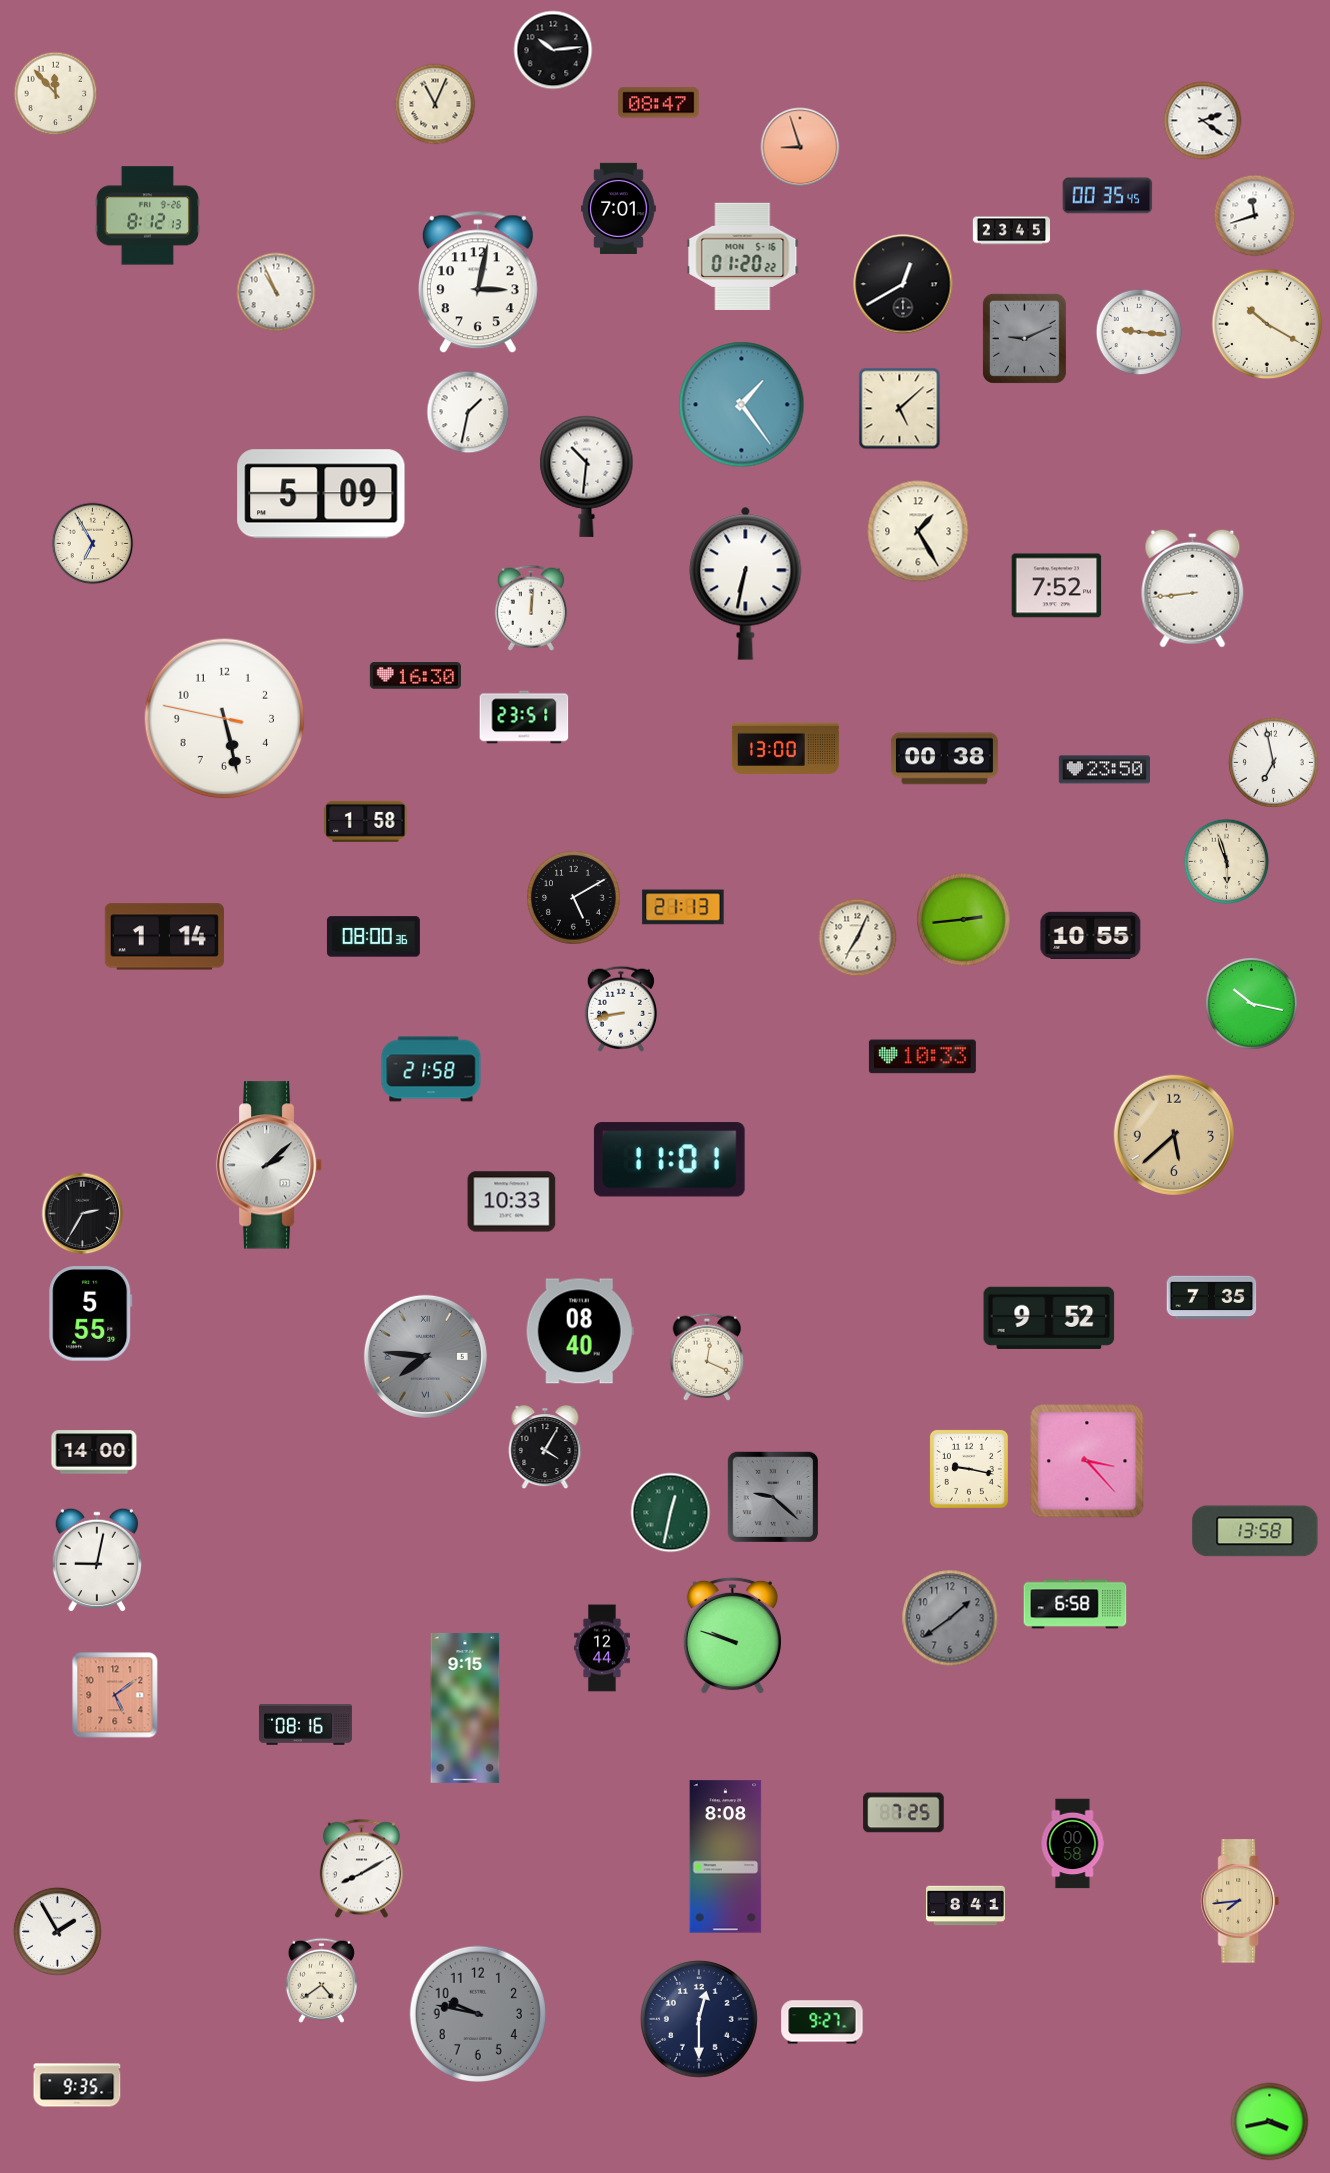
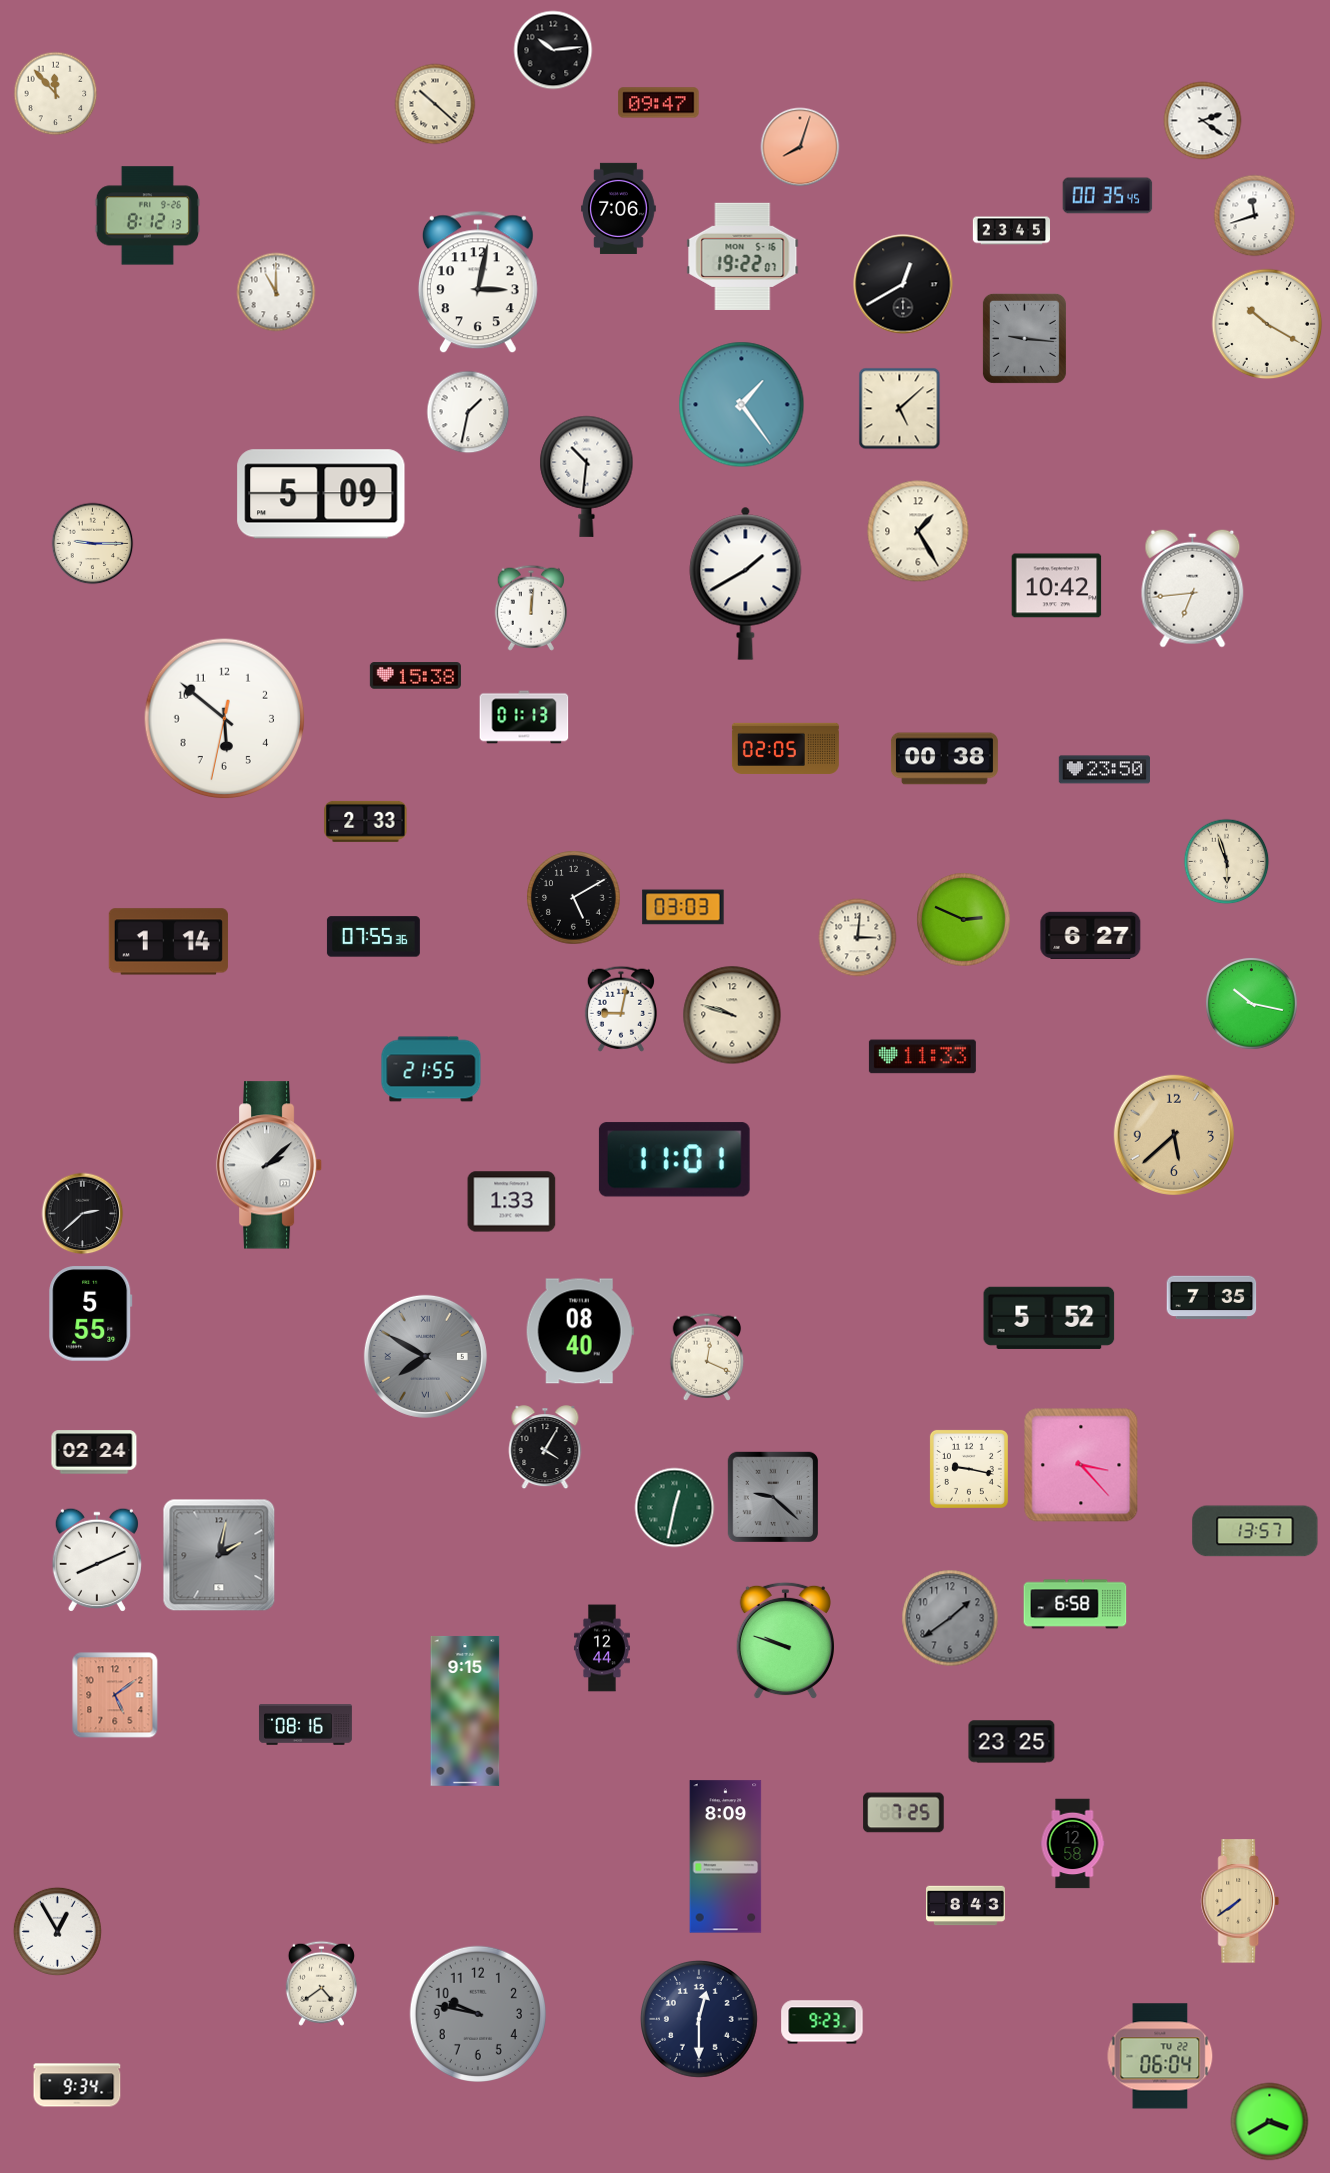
clock at (659, 103): 08:47 -> 09:47
clock at (435, 104): 11:04 -> 10:22
clock at (800, 147): 8:57 -> 8:03
clock at (619, 208): 7:01 -> 7:06
clock at (743, 256): 01:20 -> 19:22
clock at (276, 292): 10:56 -> 11:00
clock at (1139, 332): 9:16 -> none
clock at (1024, 338): 9:11 -> 9:16
clock at (93, 544): 6:55 -> 9:15
clock at (746, 583): 6:32 -> 1:40
clock at (1057, 586): 7:52 -> 10:42
clock at (1193, 588): 8:44 -> 6:44
clock at (415, 676): 16:30 -> 15:38
clock at (524, 717): 23:51 -> 01:13
clock at (225, 719): 5:27 -> 5:51
clock at (785, 748): 13:00 -> 02:05
clock at (1273, 762): 6:58 -> none
clock at (366, 821): 1:58 -> 2:33
clock at (683, 907): 21:13 -> 03:03
clock at (964, 920): 2:44 -> 2:49
clock at (1091, 935): 10:55 -> 6:27
clock at (164, 937) position: (164, 937) -> (168, 942)
clock at (373, 937): 08:00 -> 07:55
clock at (858, 938): 7:04 -> 3:01
clock at (621, 1009): 8:43 -> 9:02
clock at (732, 1015): none -> 9:48
clock at (922, 1057): 10:33 -> 11:33
clock at (431, 1069): 21:58 -> 21:55
clock at (669, 1160) position: (669, 1160) -> (674, 1160)
clock at (512, 1202): 10:33 -> 1:33
clock at (83, 1214): 2:35 -> 2:38
clock at (1049, 1318): 9:52 -> 5:52
clock at (425, 1356): 7:46 -> 7:50
clock at (94, 1452): 14:00 -> 02:24
clock at (1087, 1461) position: (1087, 1461) -> (1081, 1465)
clock at (671, 1513) position: (671, 1513) -> (675, 1508)
clock at (1255, 1531): 13:58 -> 13:57
clock at (219, 1555): none -> 2:02
clock at (97, 1560): 9:02 -> 8:11
clock at (732, 1636) position: (732, 1636) -> (785, 1641)
clock at (465, 1708) position: (465, 1708) -> (465, 1711)
clock at (1012, 1742): none -> 23:25
clock at (1073, 1844): 00:58 -> 12:58
clock at (726, 1857): 8:08 -> 8:09
clock at (361, 1869): 8:10 -> none
clock at (1240, 1901): 7:44 -> 7:39
clock at (966, 1906): 8:41 -> 8:43
clock at (57, 1931): 1:55 -> 12:55
clock at (321, 1980) position: (321, 1980) -> (321, 1983)
clock at (822, 2022): 9:27 -> 9:23
clock at (1160, 2056): none -> 06:04
clock at (77, 2085): 9:35 -> 9:34
clock at (1270, 2122): 3:43 -> 3:40
